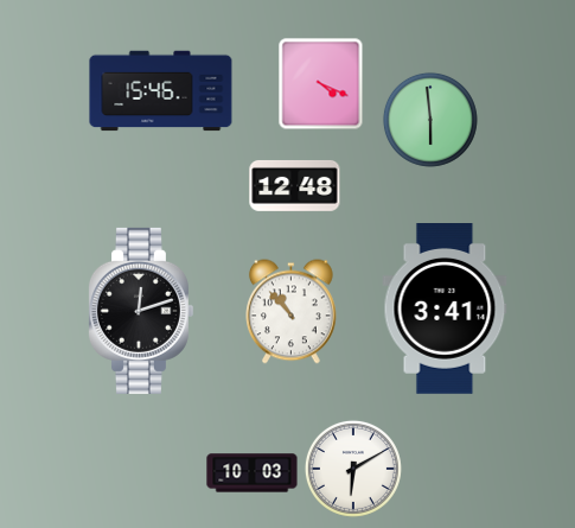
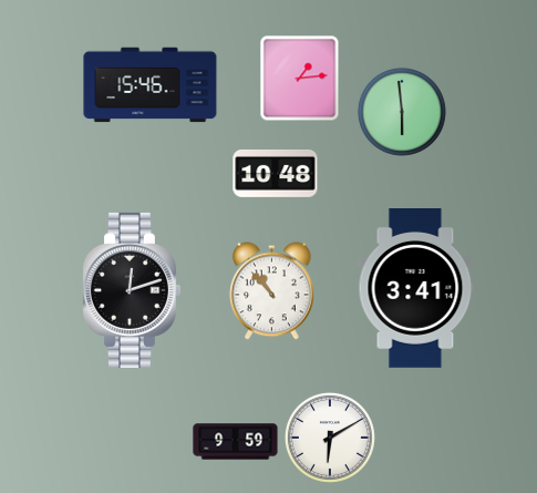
clock at (321, 83): 4:19 -> 1:14
clock at (295, 185): 12:48 -> 10:48
clock at (253, 473): 10:03 -> 9:59
